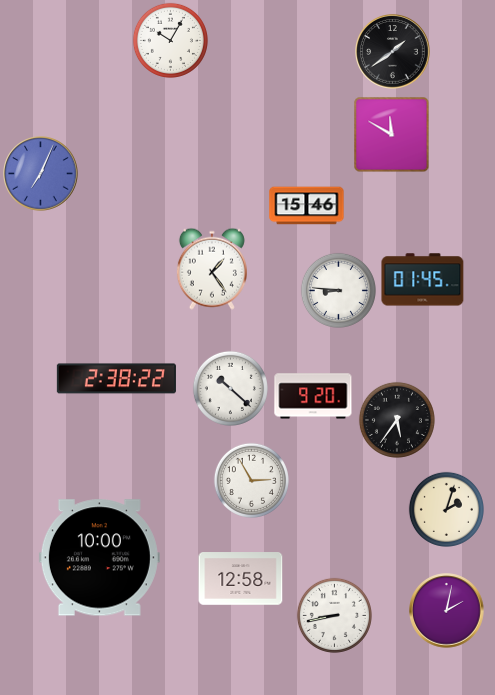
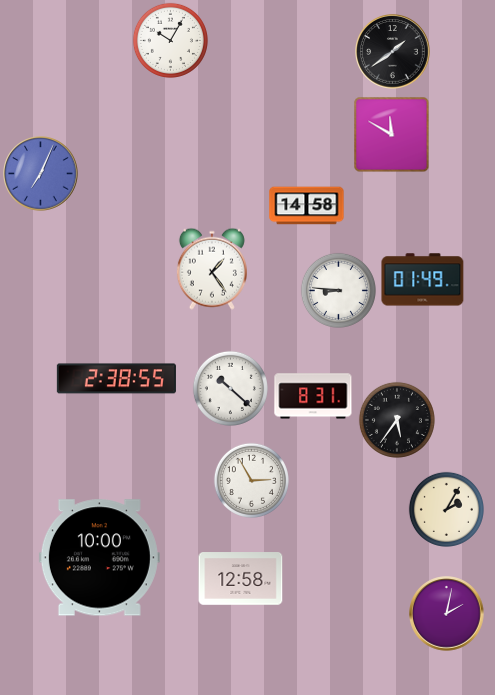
clock at (307, 206): 15:46 -> 14:58
clock at (423, 280): 01:45 -> 01:49
clock at (116, 379): 2:38:22 -> 2:38:55
clock at (313, 396): 9:20 -> 8:31
clock at (446, 509): 2:03 -> 2:05
clock at (447, 611) position: (447, 611) -> (447, 614)
clock at (334, 615): 8:43 -> none
